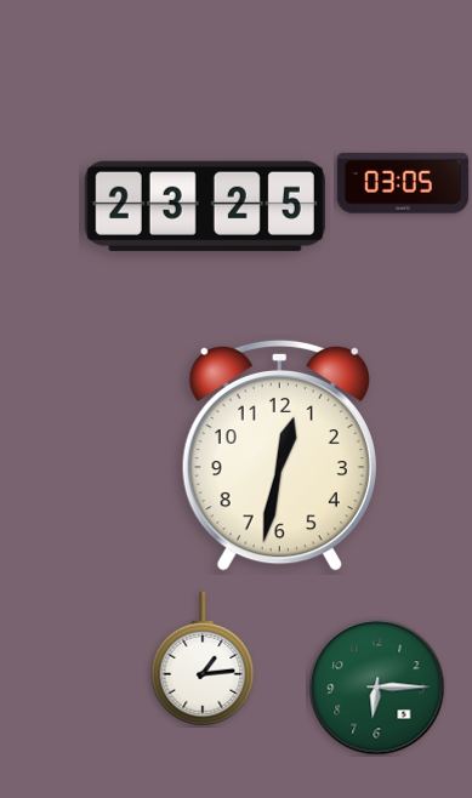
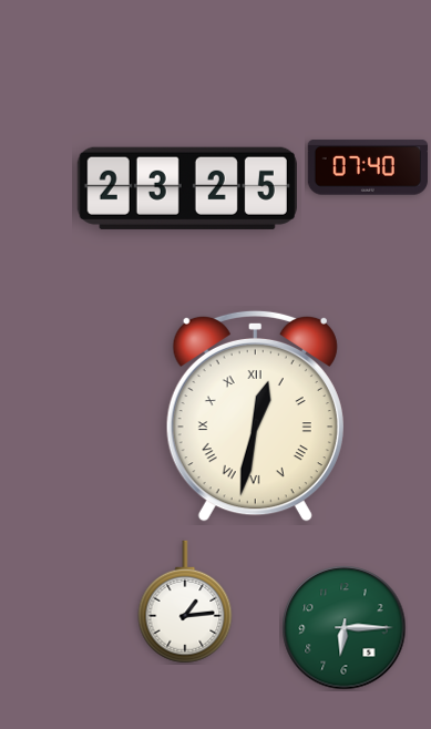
clock at (403, 183): 03:05 -> 07:40
clock at (279, 455) numerals: Arabic -> Roman
